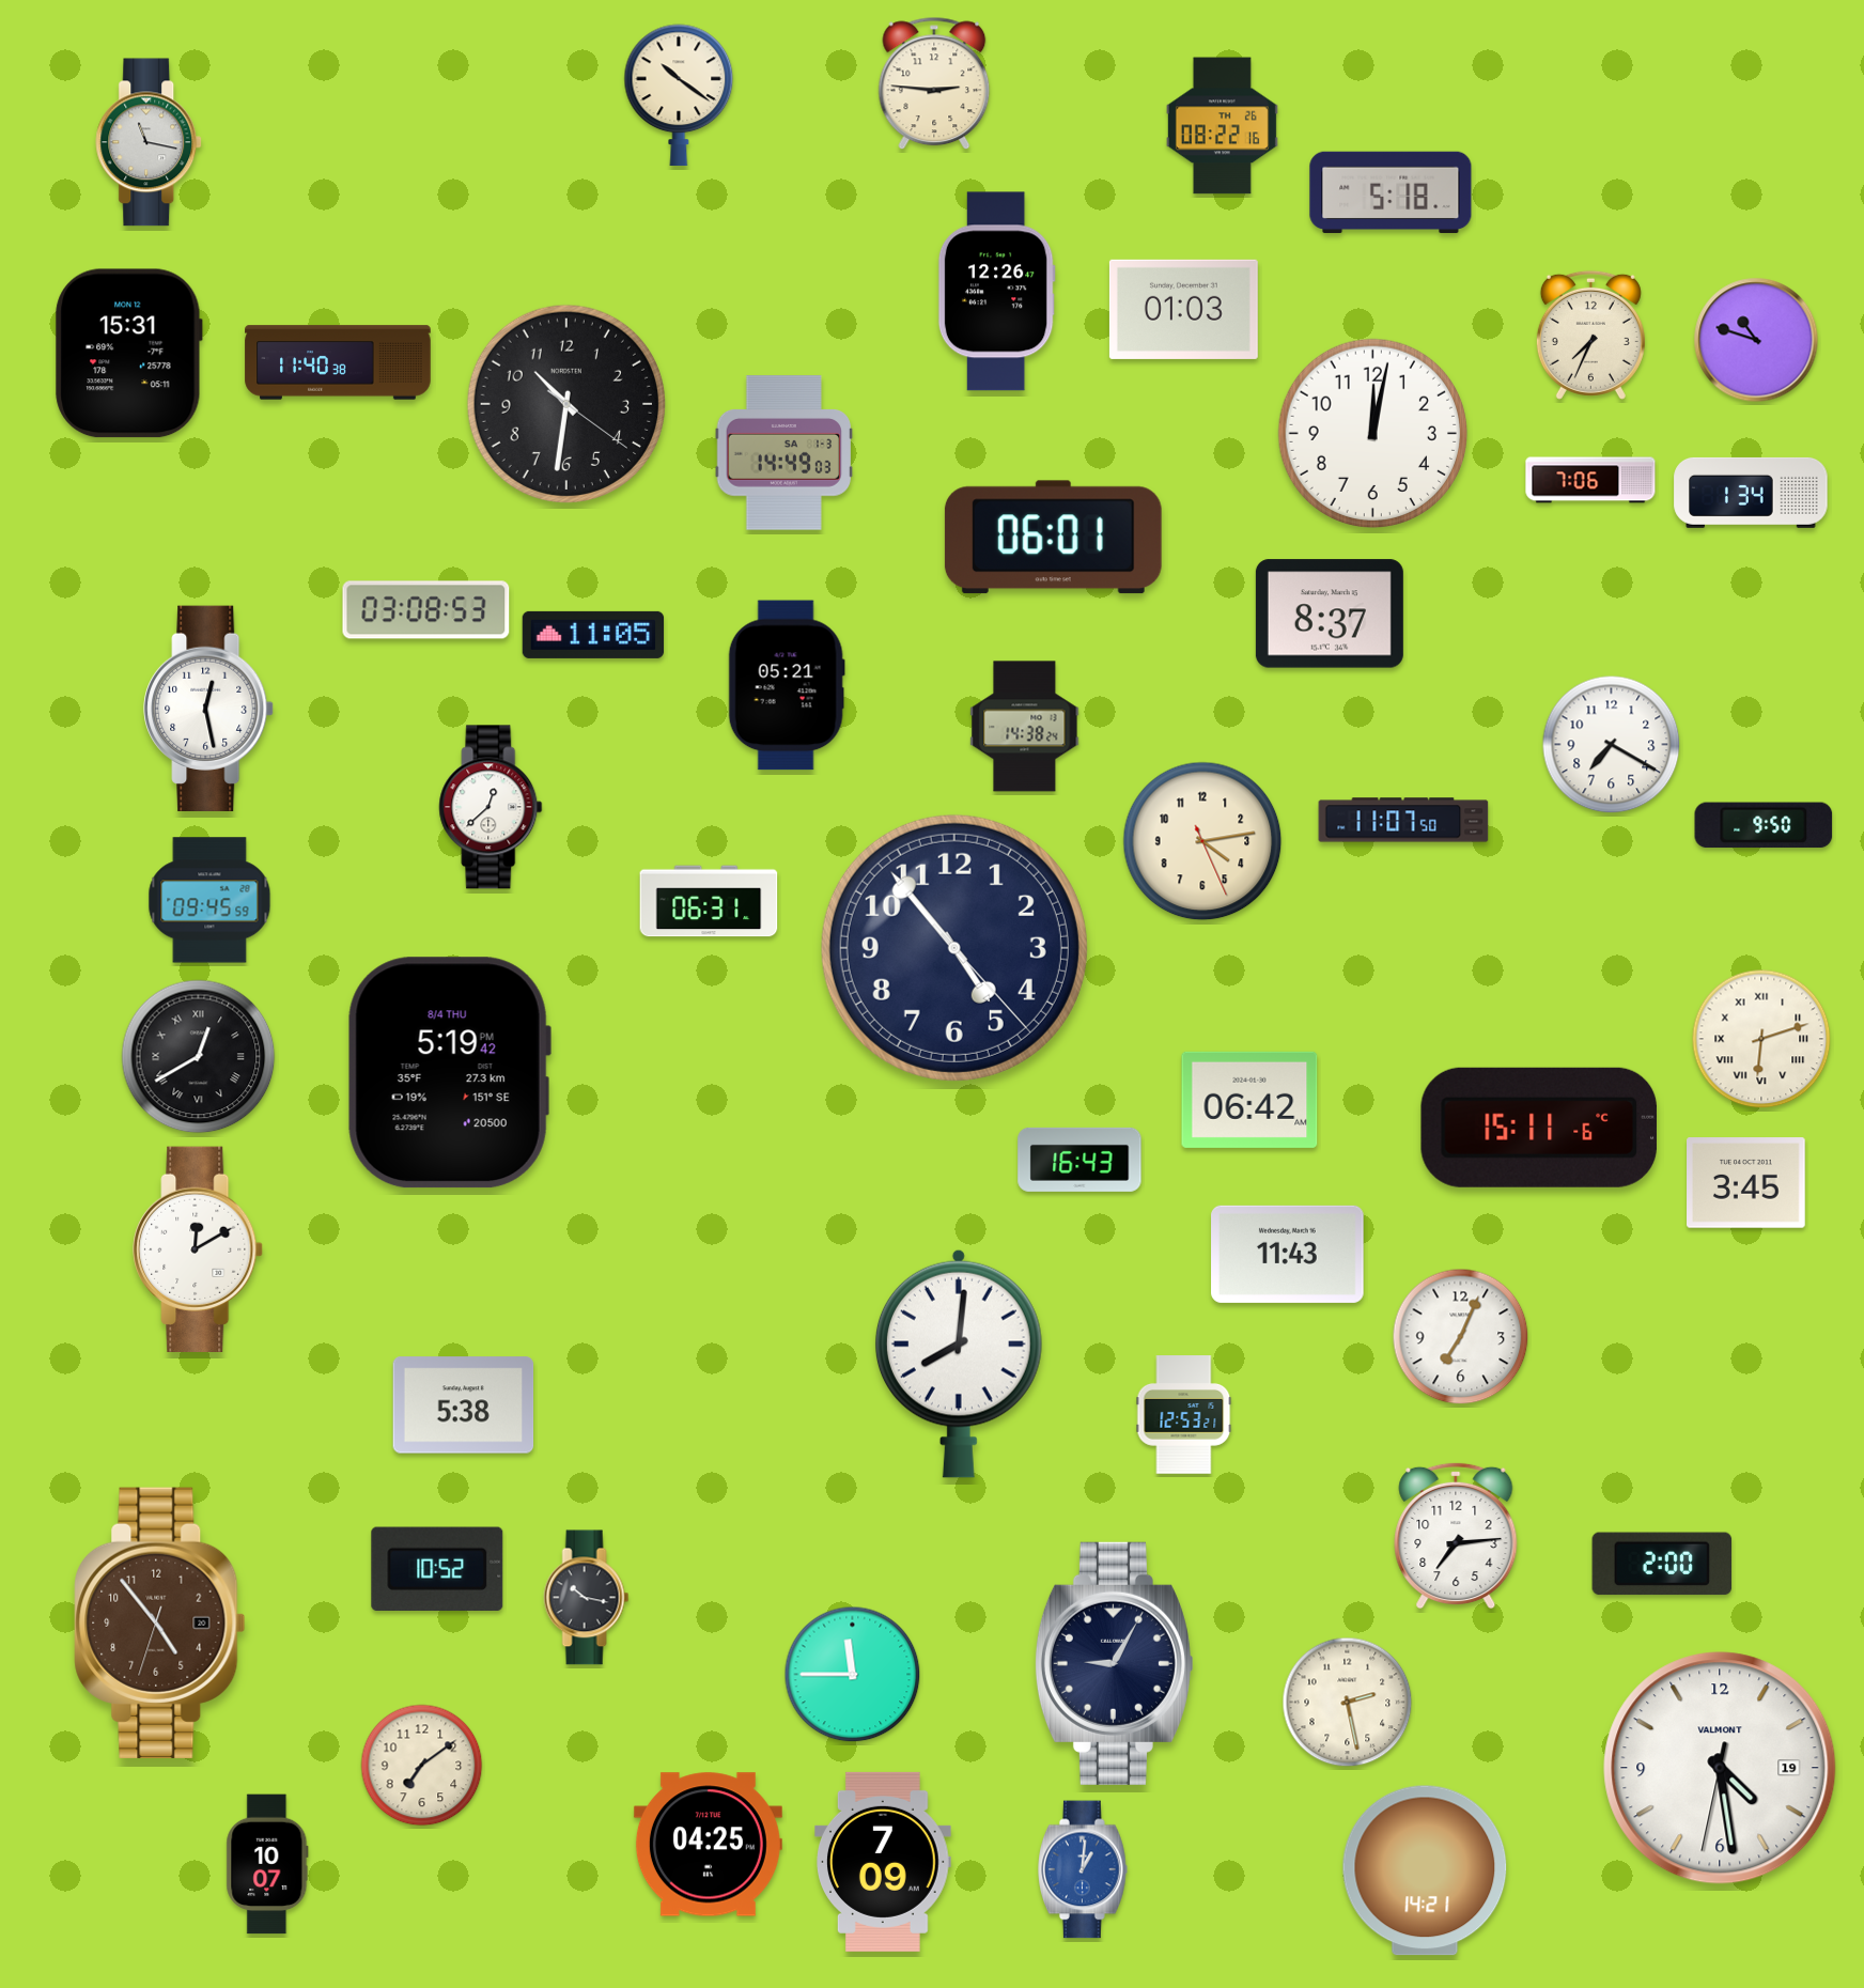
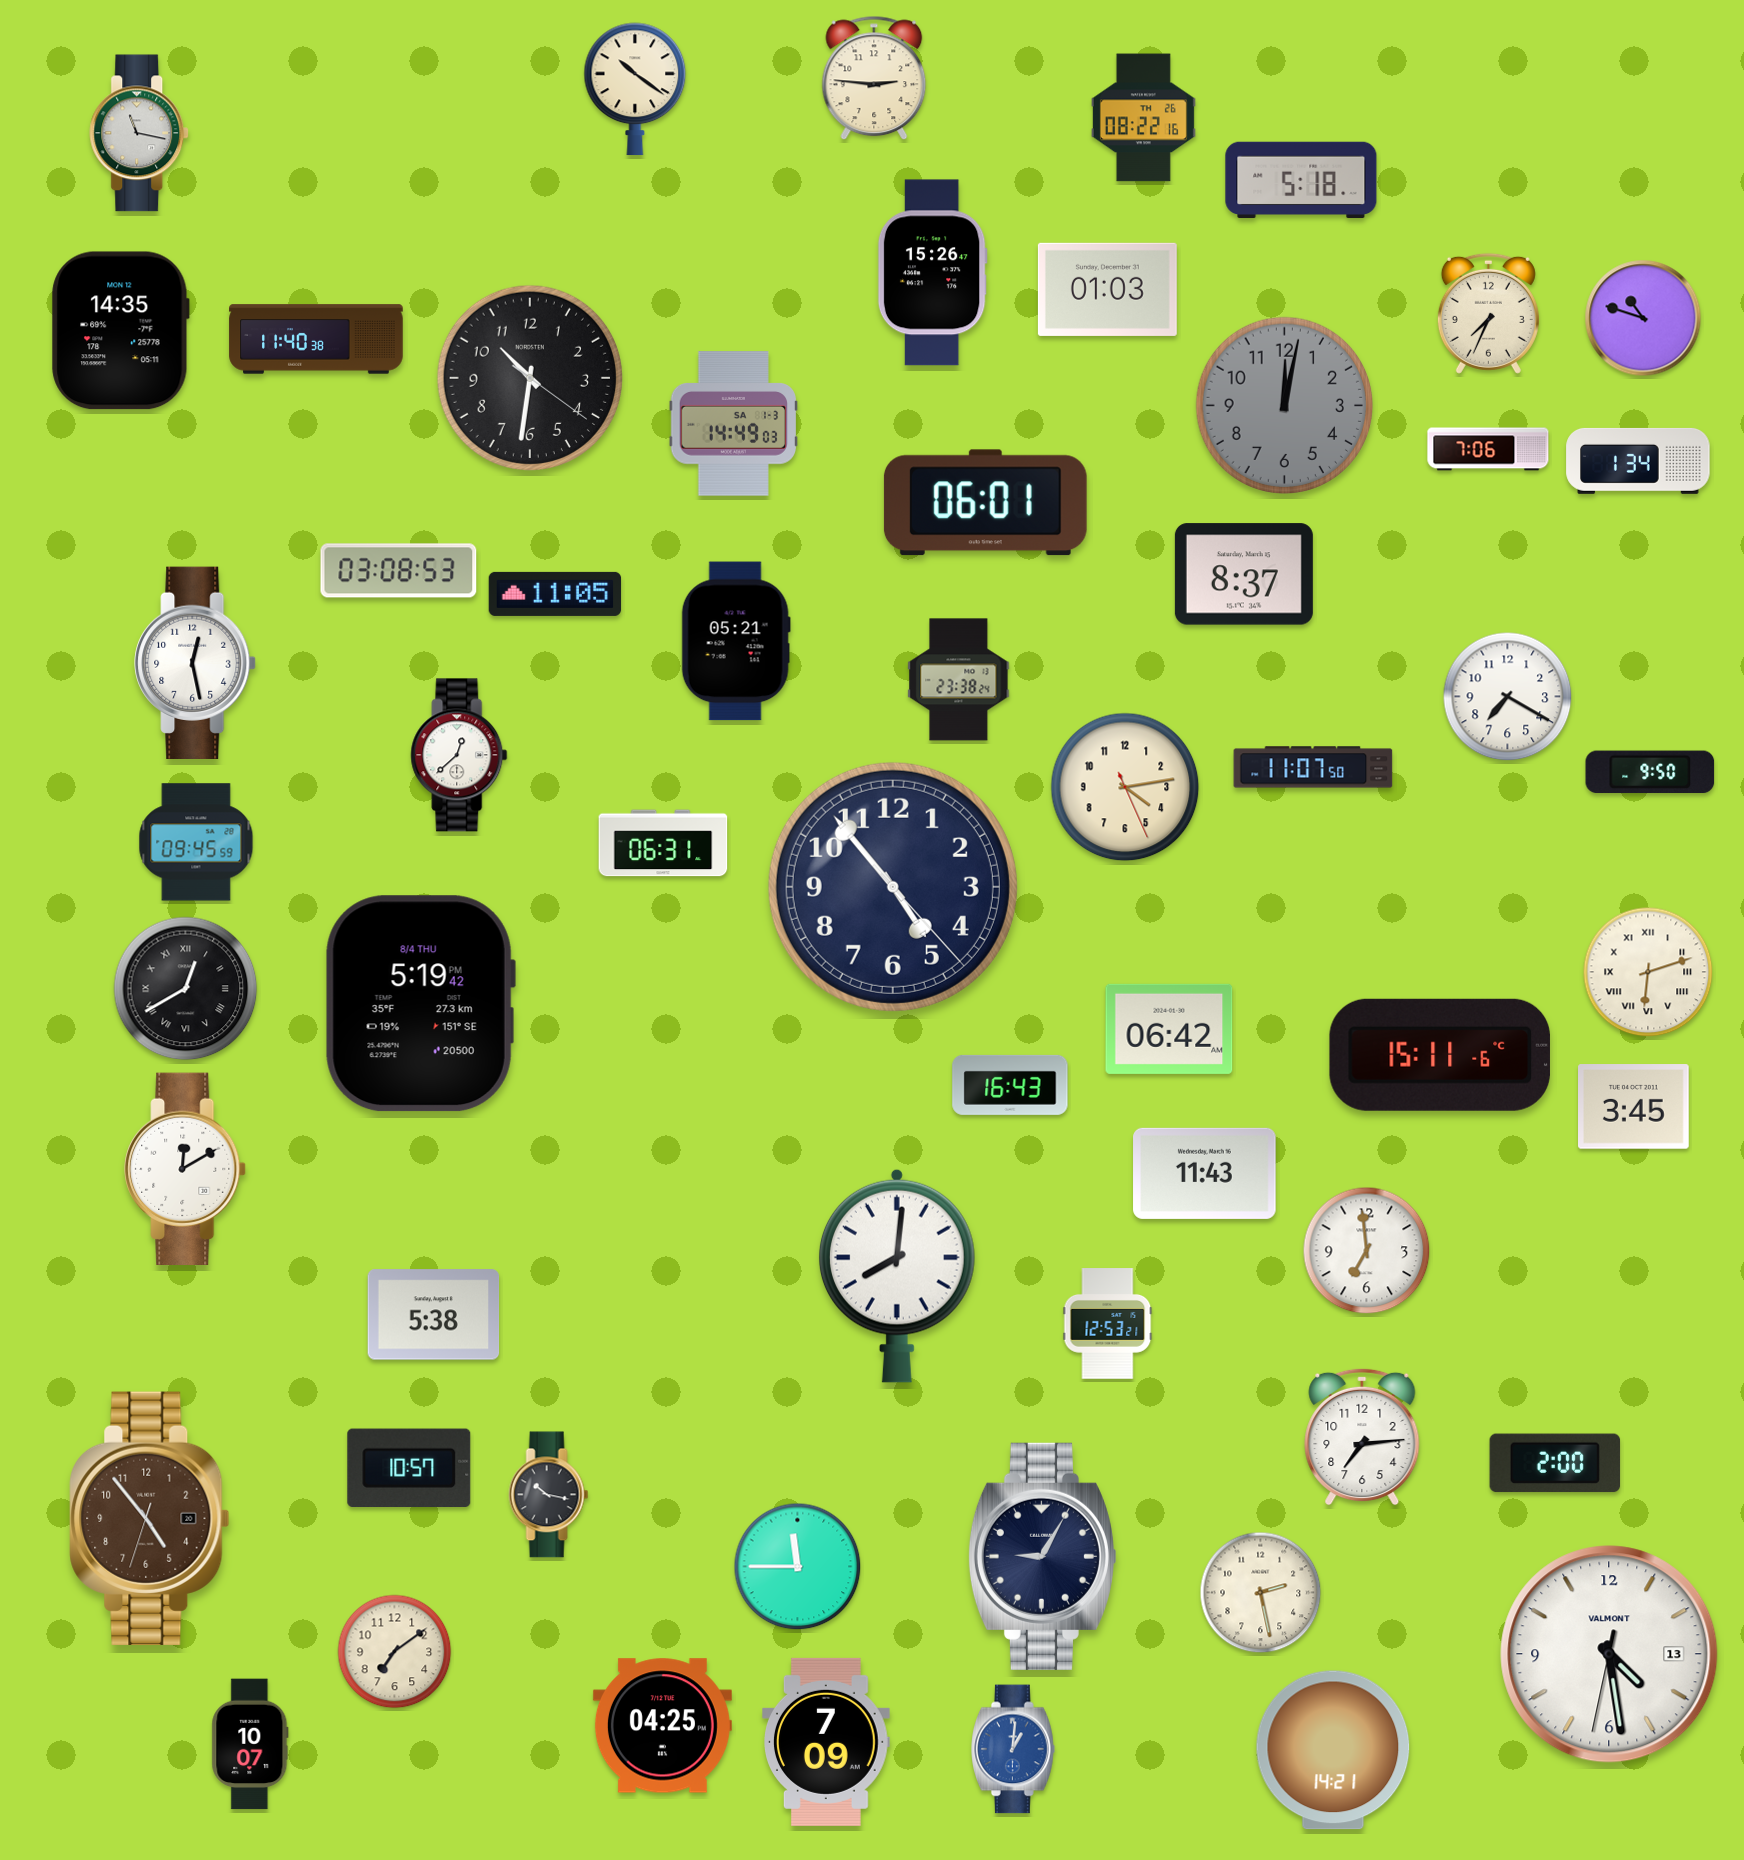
clock at (996, 292): 12:26 -> 15:26
clock at (129, 354): 15:31 -> 14:35
clock at (1372, 433) dial: white -> grey
clock at (1025, 727): 14:38 -> 23:38
clock at (1461, 1337): 7:04 -> 6:59
clock at (437, 1568): 10:52 -> 10:57
clock at (1720, 1768) date: 19 -> 13
